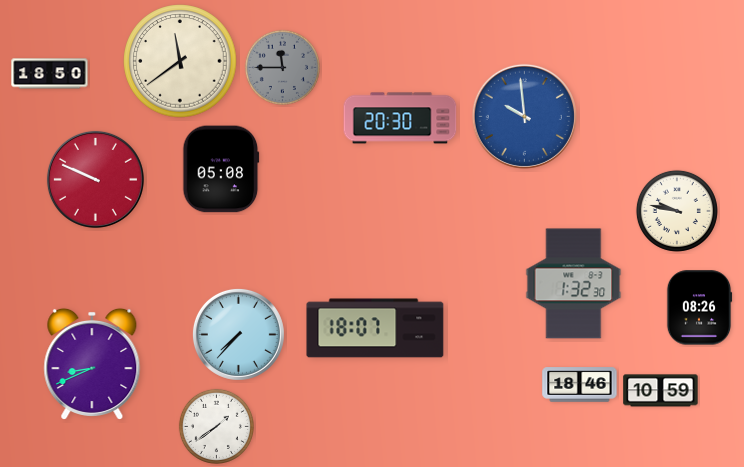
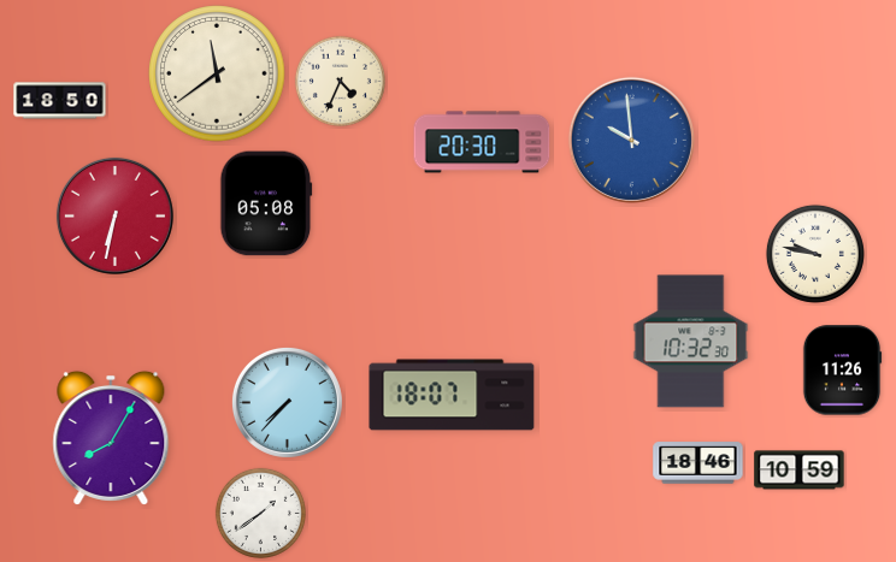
clock at (282, 67): 11:45 -> 4:34
clock at (282, 67) dial: grey -> cream
clock at (50, 74) position: (50, 74) -> (60, 101)
clock at (95, 179): 9:49 -> 6:32
clock at (574, 284): 1:32 -> 10:32
clock at (699, 308): 08:26 -> 11:26
clock at (92, 364): 8:41 -> 8:05
clock at (661, 391) position: (661, 391) -> (800, 471)
